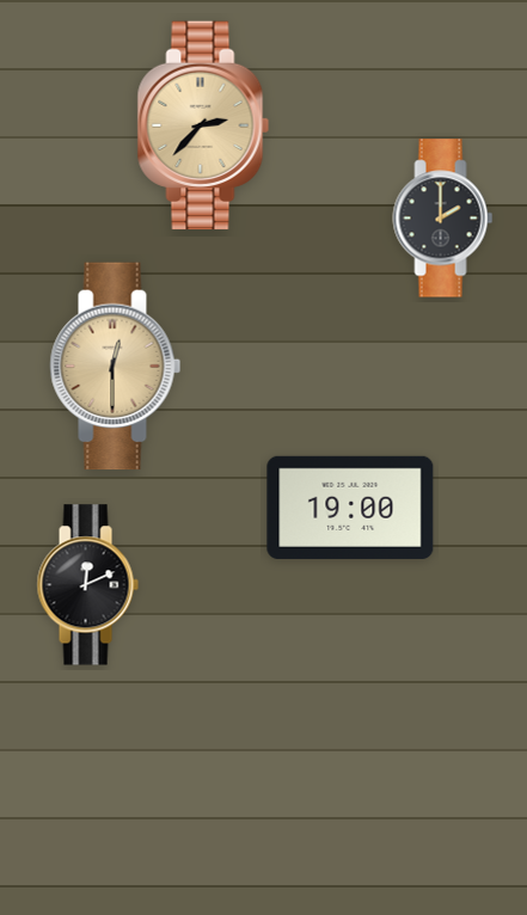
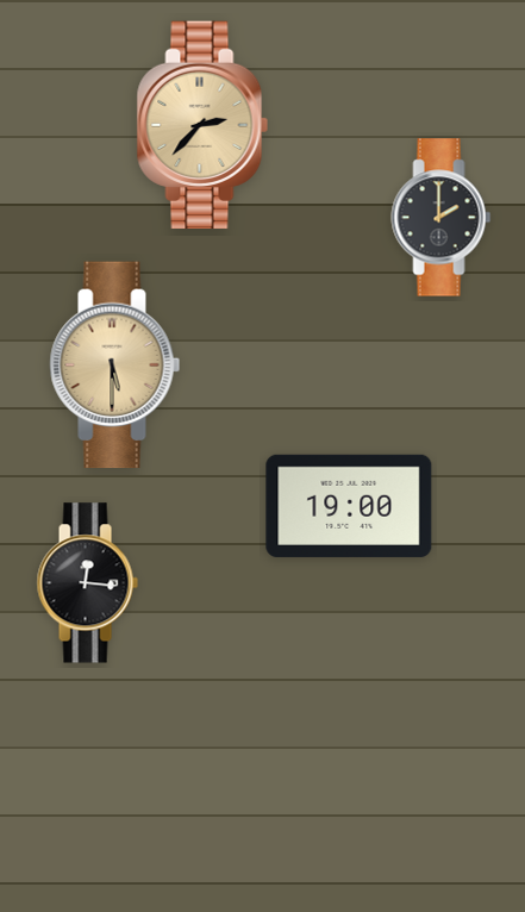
clock at (116, 367): 12:30 -> 5:30
clock at (87, 585): 12:11 -> 12:16
